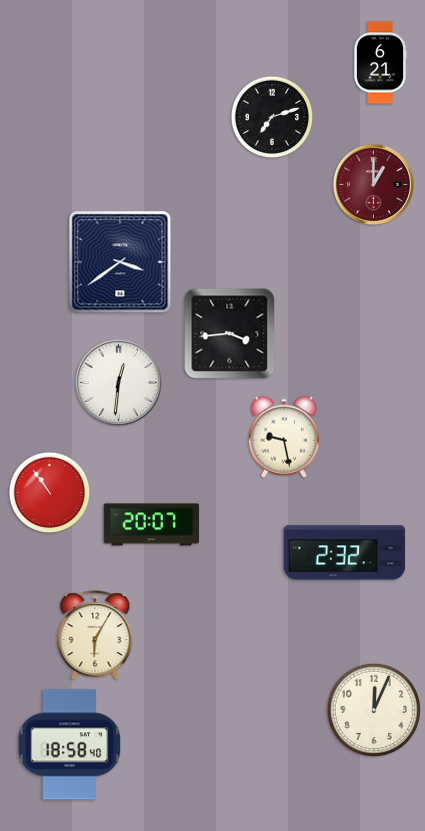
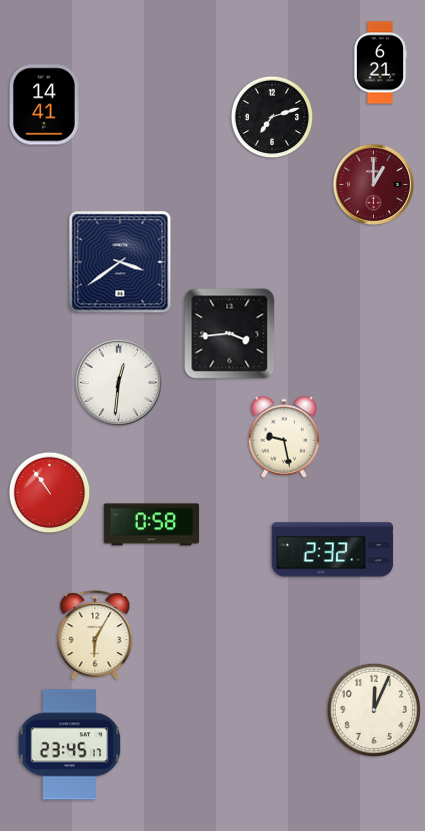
clock at (44, 105): none -> 14:41
clock at (152, 525): 20:07 -> 0:58
clock at (345, 553) position: (345, 553) -> (333, 550)
clock at (70, 745): 18:58 -> 23:45
